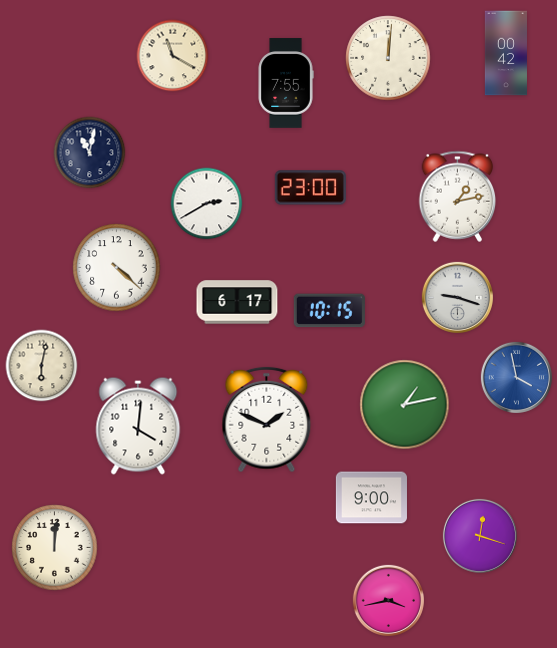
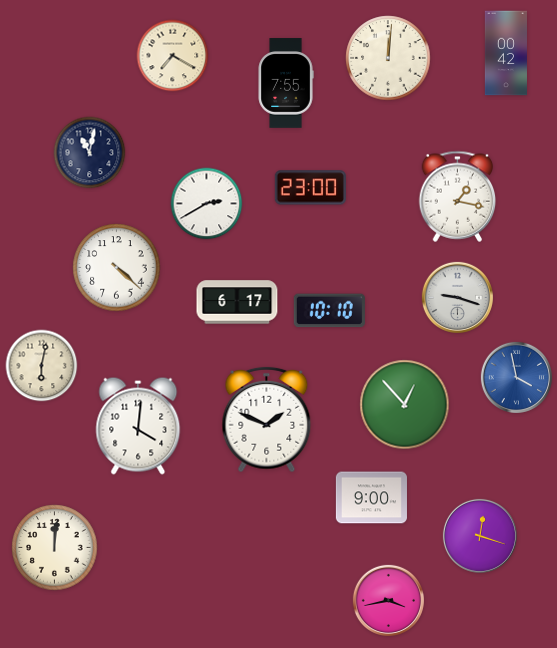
clock at (173, 56): 11:20 -> 7:20
clock at (458, 196): 1:13 -> 1:17
clock at (329, 311): 10:15 -> 10:10
clock at (405, 405): 1:13 -> 12:53
